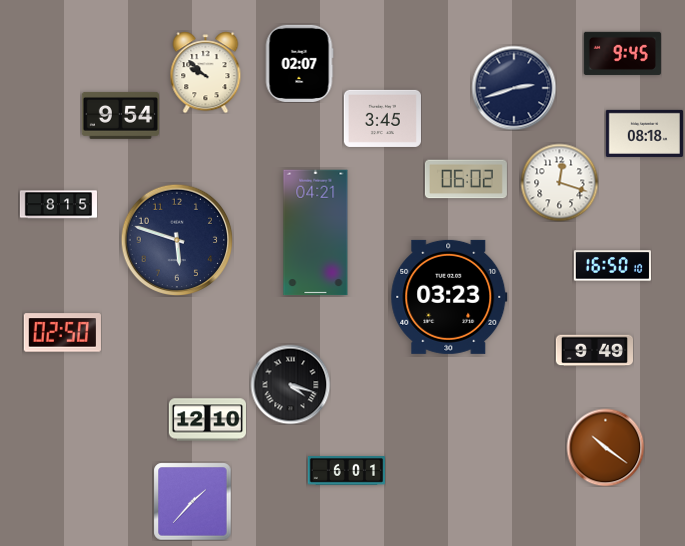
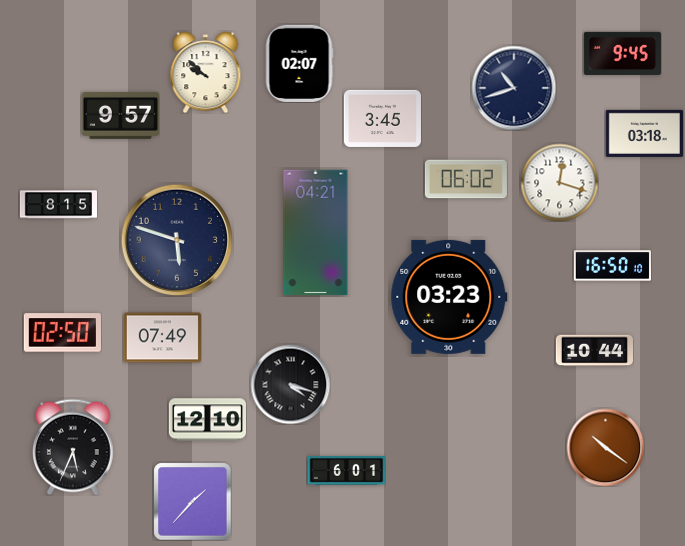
clock at (514, 88): 2:42 -> 10:42
clock at (120, 116): 9:54 -> 9:57
clock at (644, 133): 08:18 -> 03:18
clock at (162, 338): none -> 07:49
clock at (594, 351): 9:49 -> 10:44
clock at (73, 447): none -> 5:34
